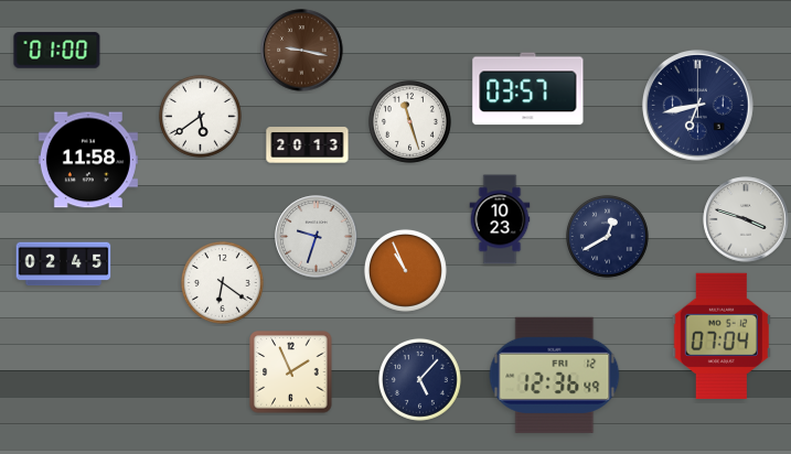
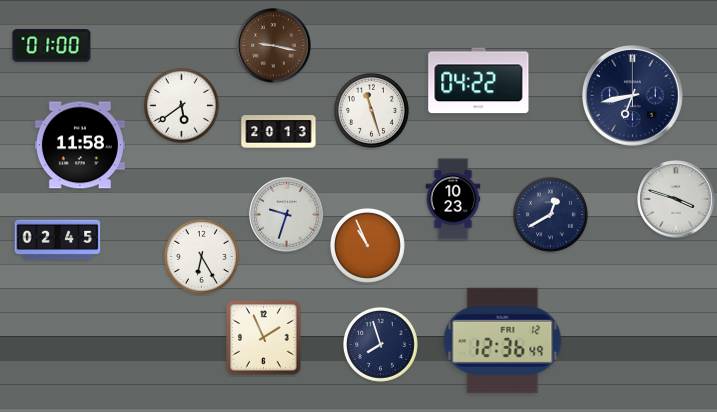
clock at (528, 89): 03:57 -> 04:22
clock at (222, 282): 6:21 -> 6:25
clock at (721, 336): 07:04 -> none
clock at (419, 379): 5:07 -> 7:57
